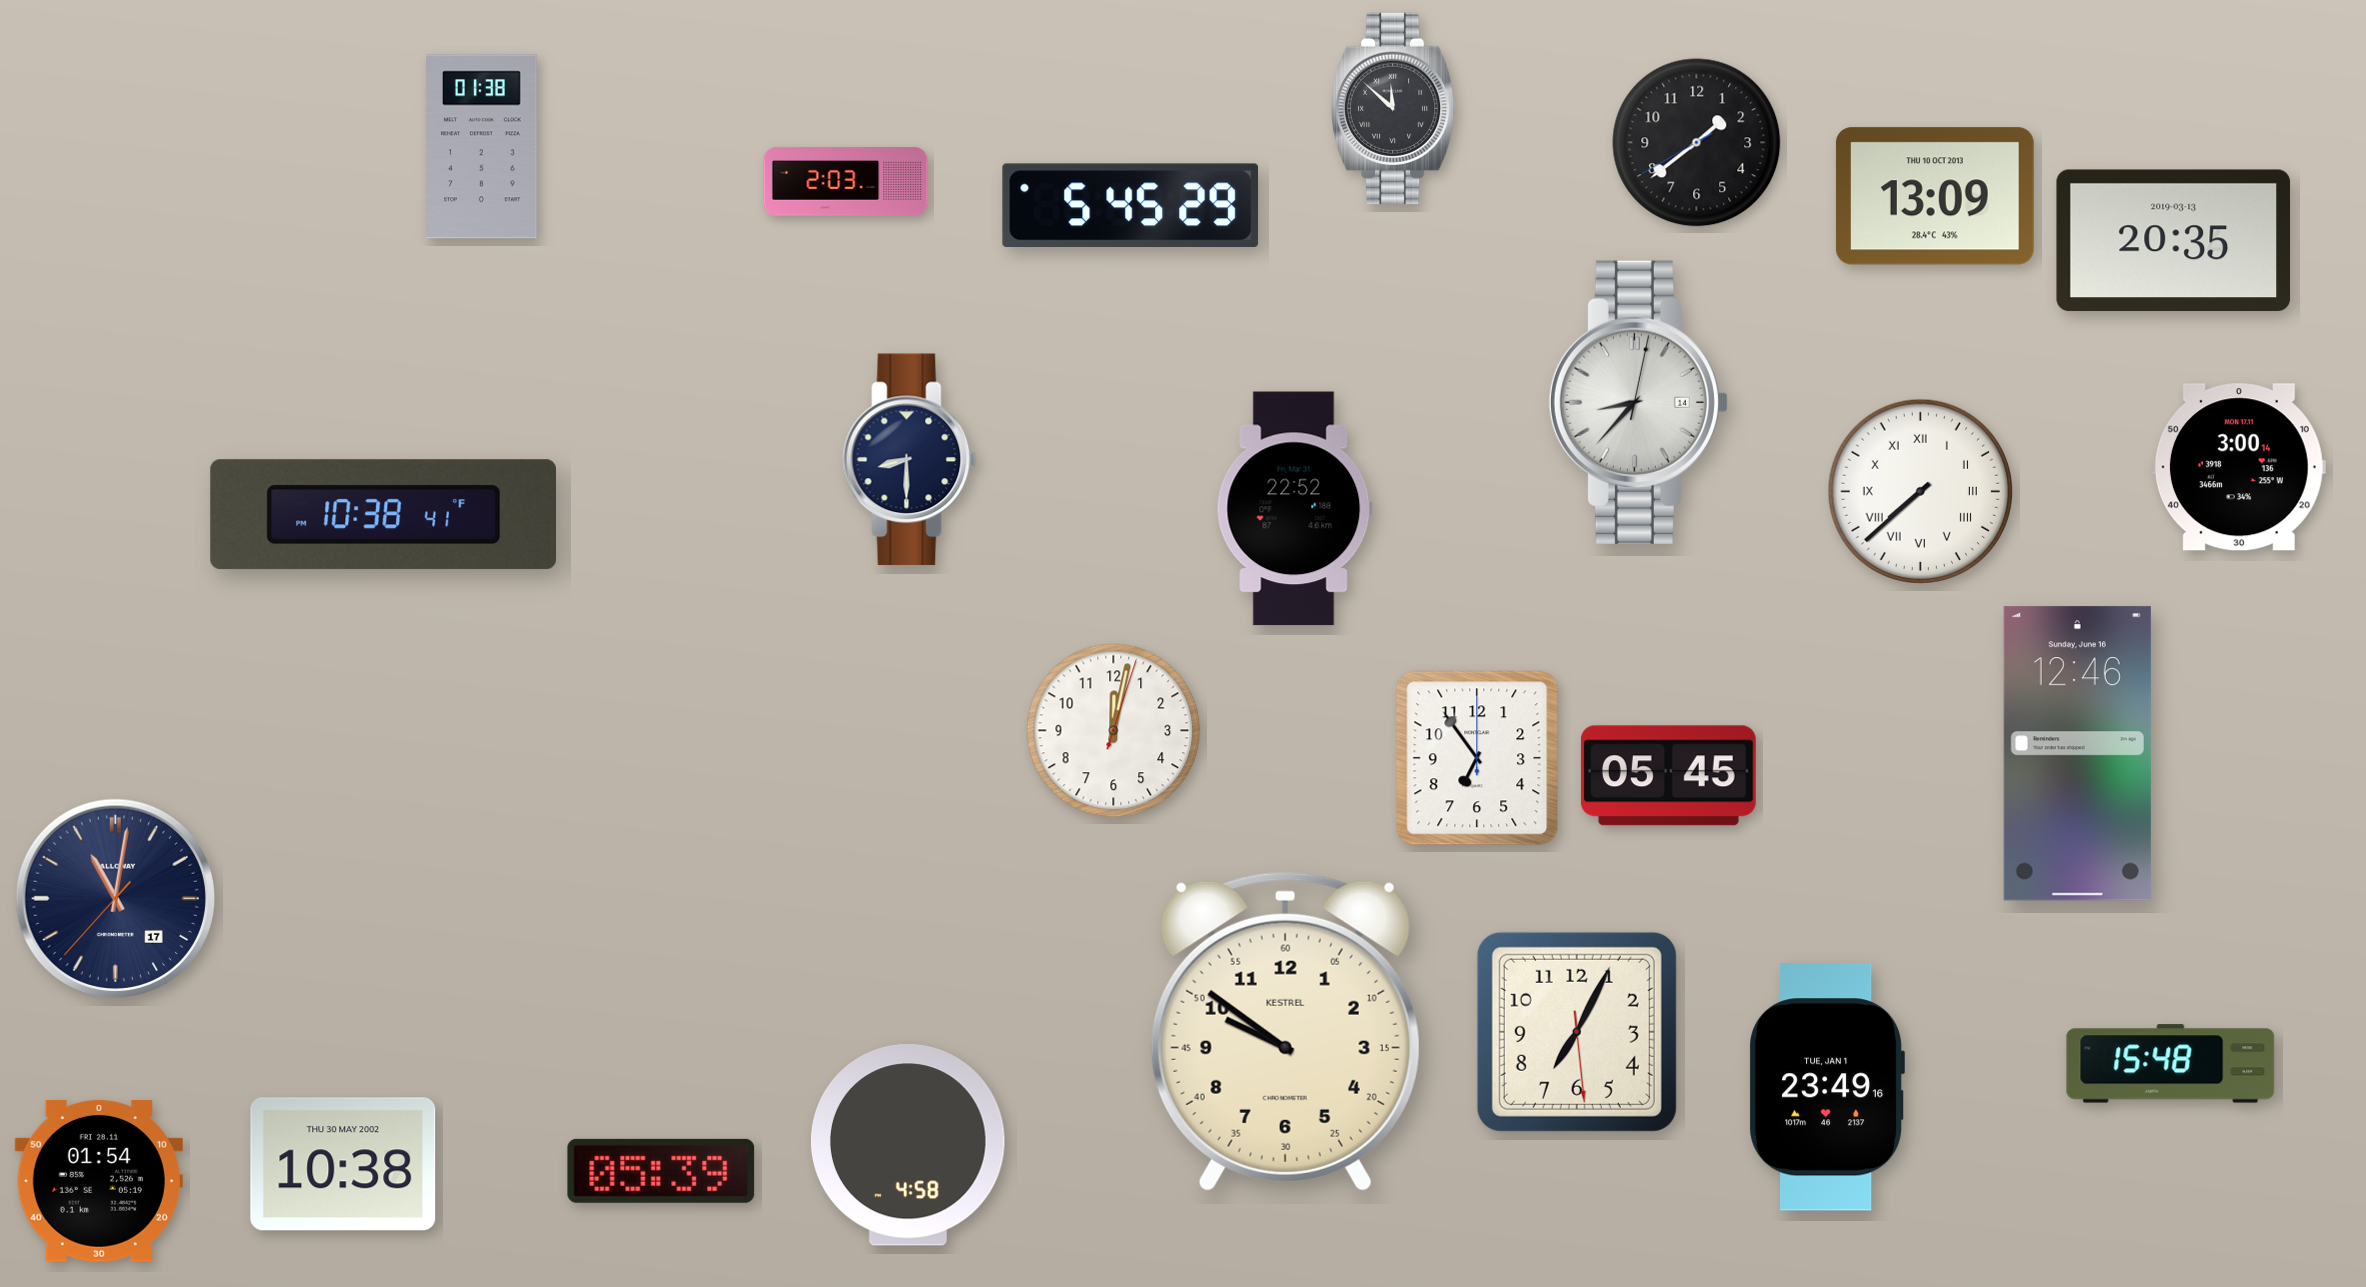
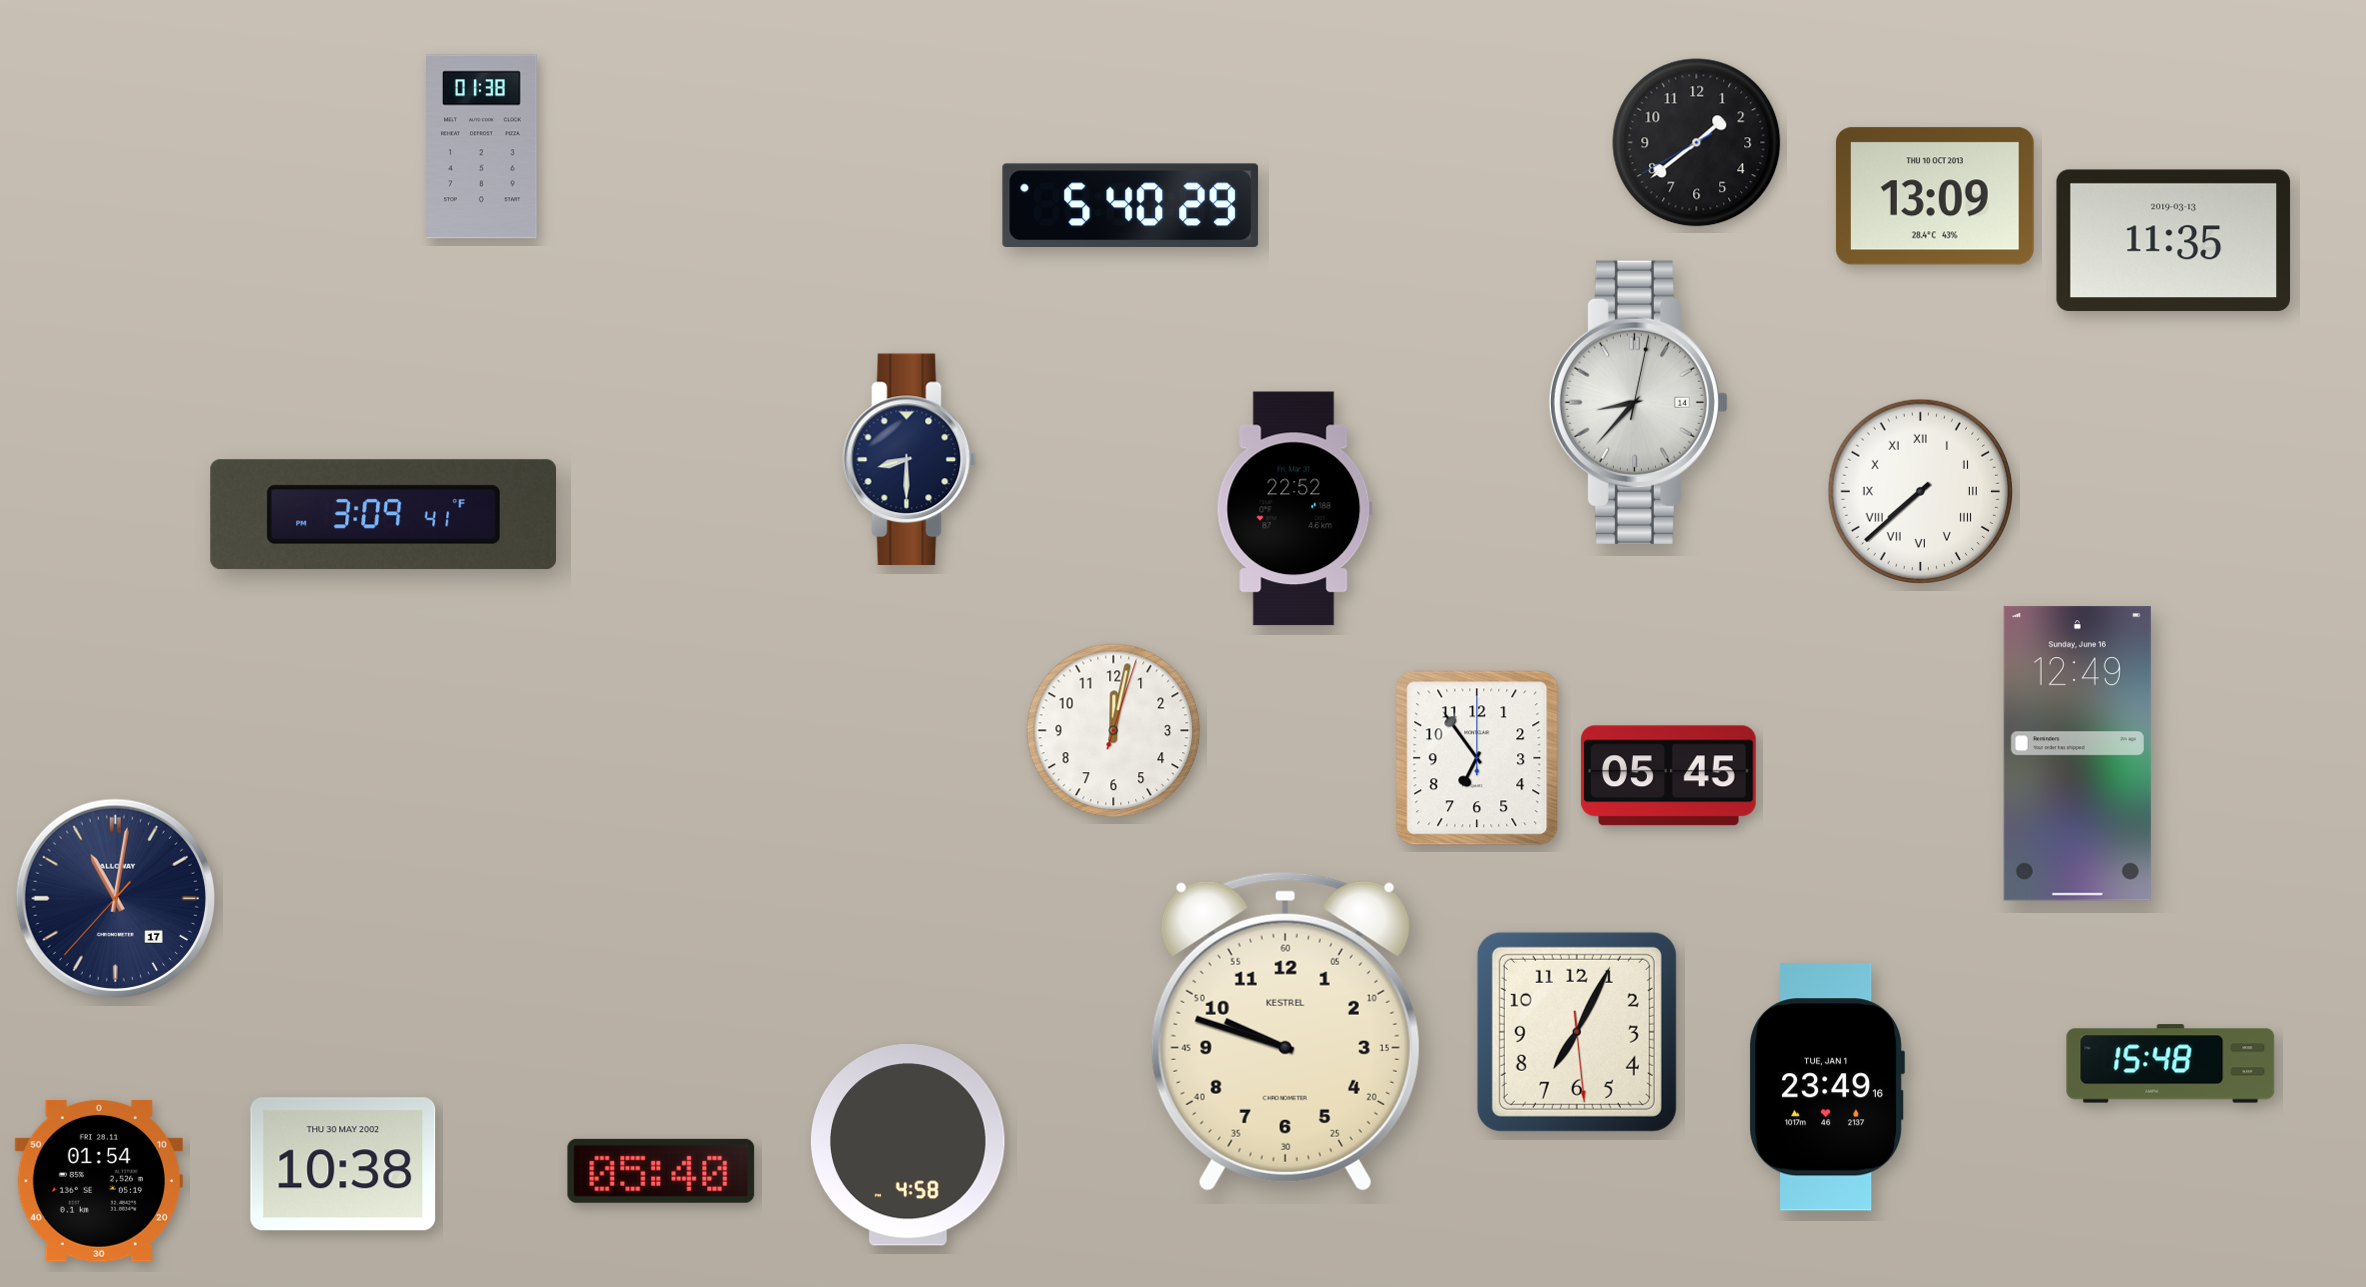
clock at (1394, 108): 11:52 -> none
clock at (846, 182): 2:03 -> none
clock at (1131, 205): 5:45 -> 5:40
clock at (2174, 241): 20:35 -> 11:35
clock at (2239, 467): 3:00 -> none
clock at (383, 515): 10:38 -> 3:09
clock at (2077, 754): 12:46 -> 12:49
clock at (1285, 1031): 9:51 -> 9:48
clock at (661, 1171): 05:39 -> 05:40
